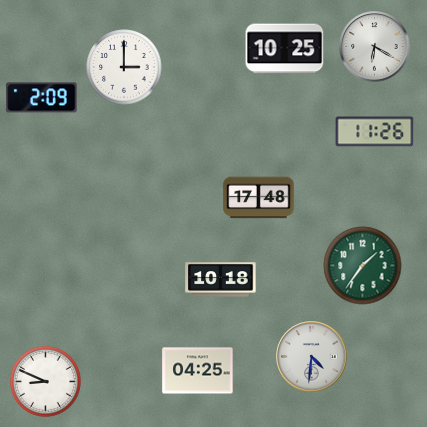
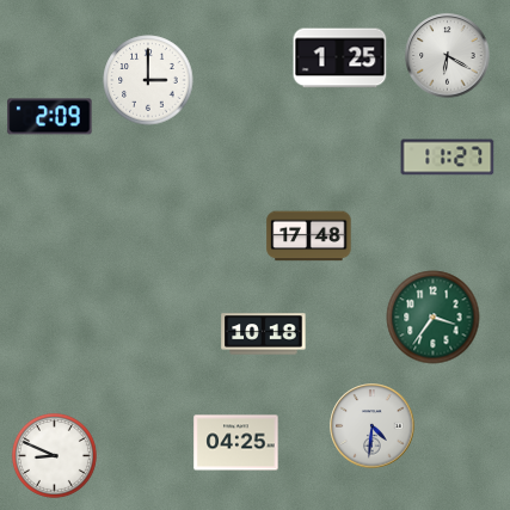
clock at (285, 49): 10:25 -> 1:25
clock at (375, 132): 11:26 -> 11:27
clock at (363, 266): 1:36 -> 3:36
